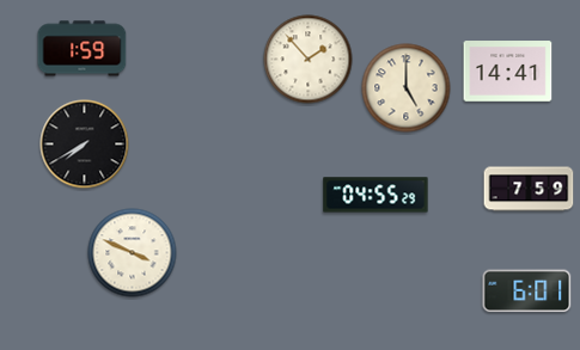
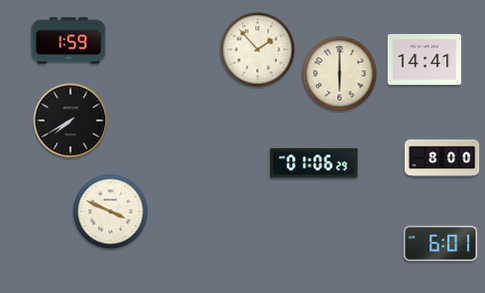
clock at (407, 88): 5:00 -> 6:00
clock at (529, 189): 7:59 -> 8:00
clock at (376, 195): 04:55 -> 01:06
